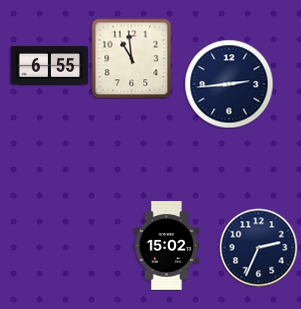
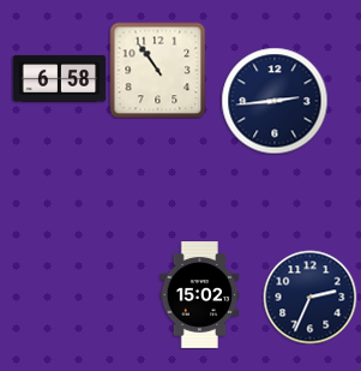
clock at (131, 58): 10:59 -> 10:54
clock at (49, 65): 6:55 -> 6:58
